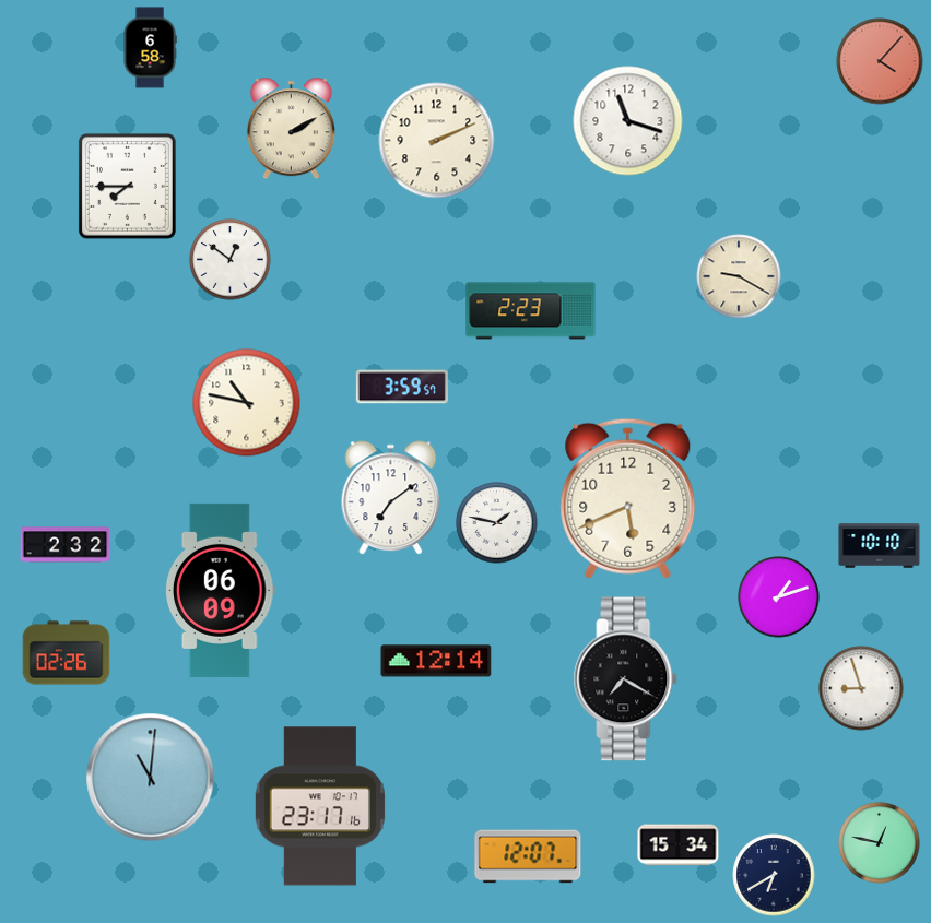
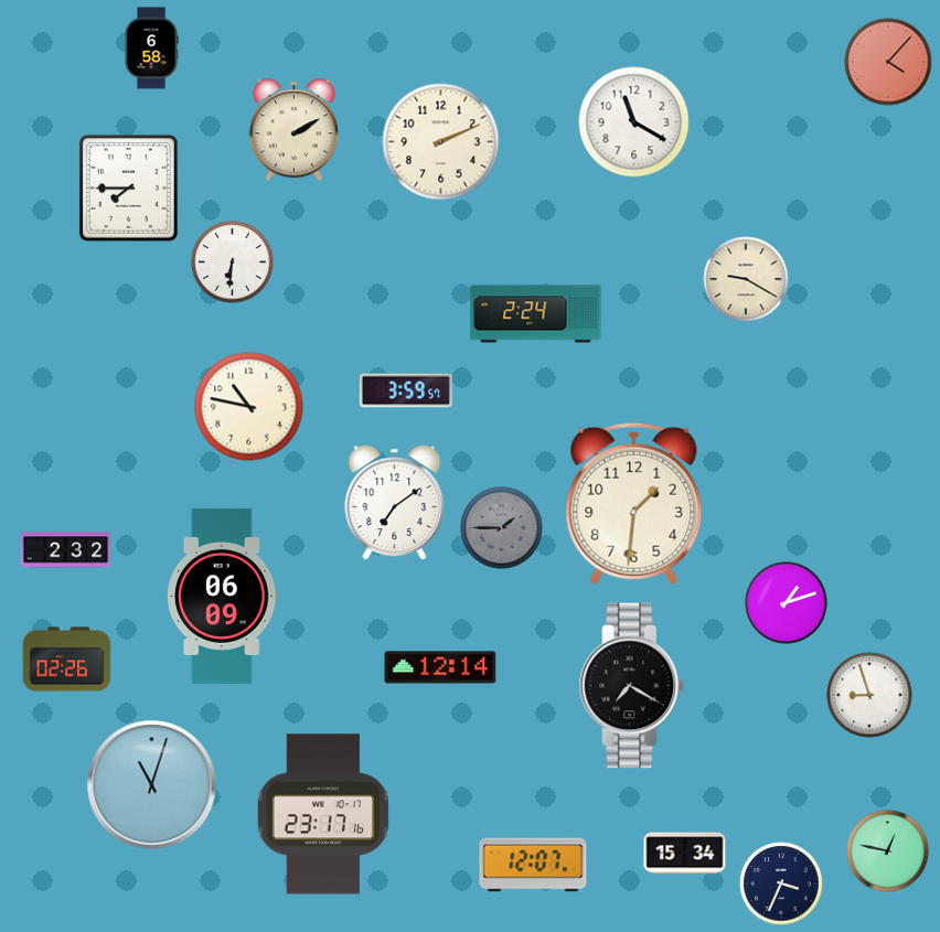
clock at (628, 121): 11:18 -> 11:20
clock at (231, 260): 12:51 -> 6:31
clock at (531, 311): 2:23 -> 2:24
clock at (628, 498): 5:41 -> 1:31
clock at (497, 523): 1:47 -> 1:45
clock at (497, 523) dial: white -> grey
clock at (880, 546): 10:10 -> none
clock at (151, 778): 11:01 -> 11:03
clock at (774, 875): 6:40 -> 3:34
